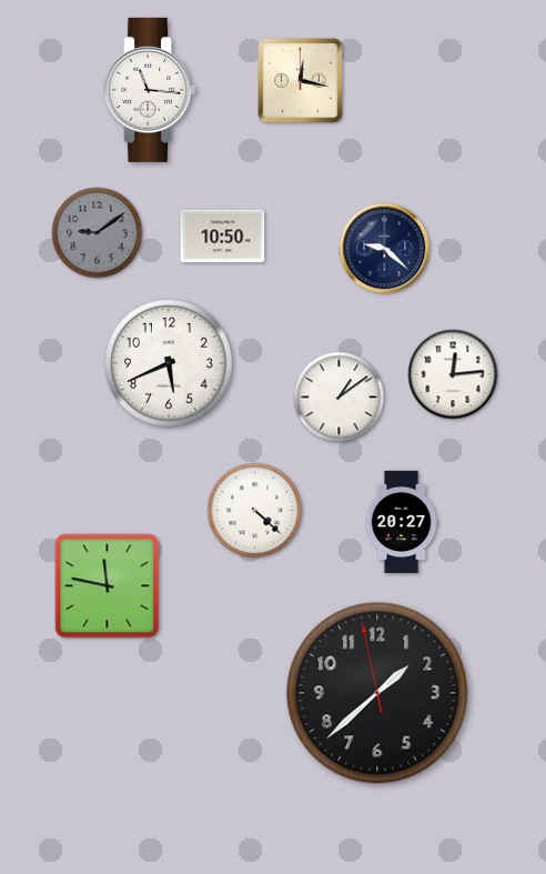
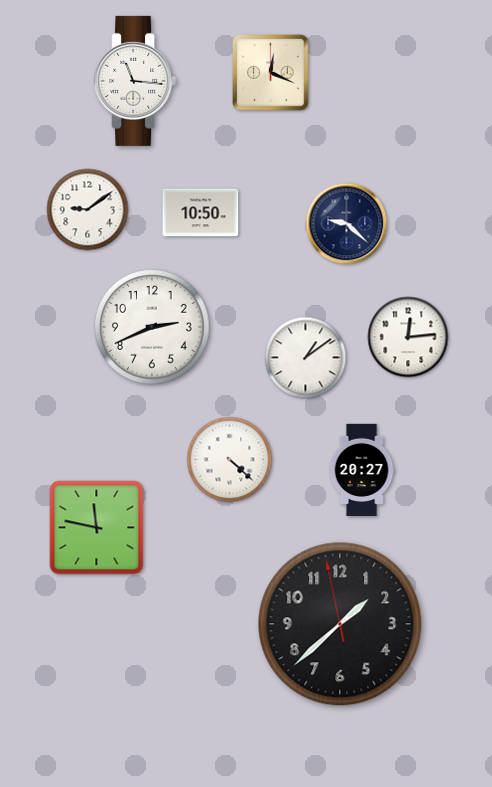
clock at (301, 81): 12:17 -> 12:19
clock at (98, 233) dial: grey -> white
clock at (169, 363): 5:41 -> 2:41
